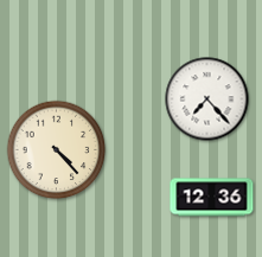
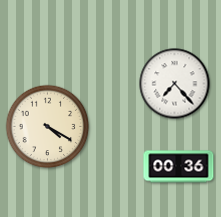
clock at (57, 150): 4:23 -> 4:20
clock at (212, 198): 12:36 -> 00:36
